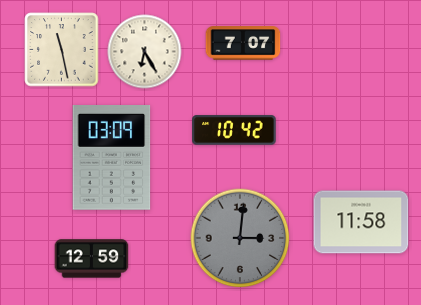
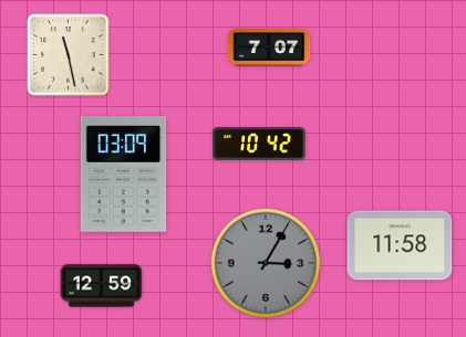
clock at (145, 52): 6:25 -> none
clock at (240, 238): 3:01 -> 3:05
